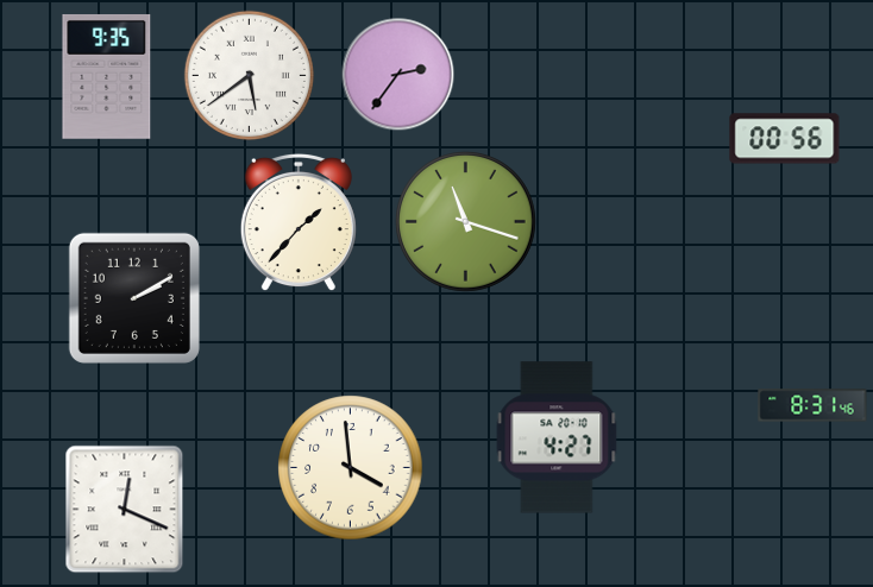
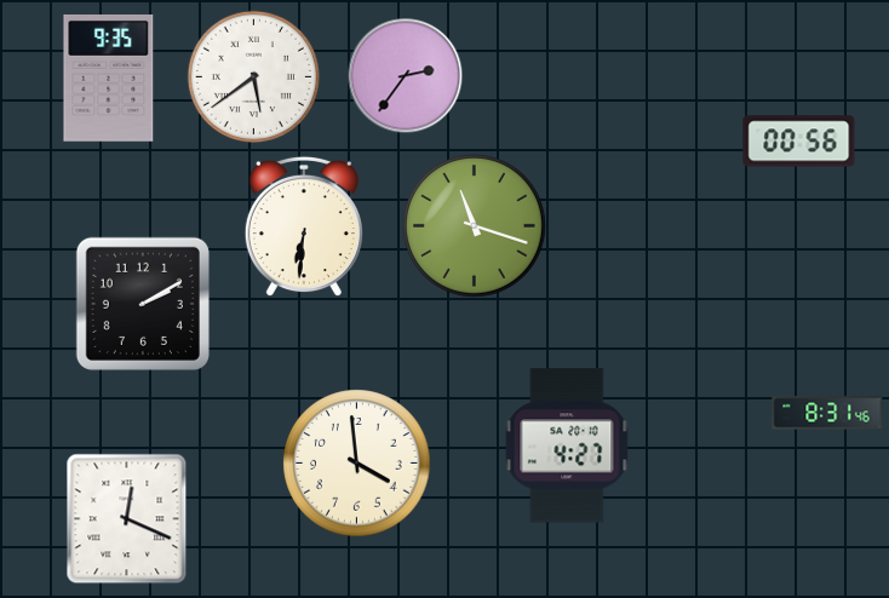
clock at (299, 222): 1:37 -> 6:31
clock at (134, 298) position: (134, 298) -> (143, 304)
clock at (351, 468) position: (351, 468) -> (357, 464)
